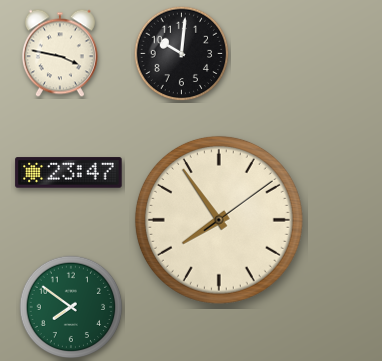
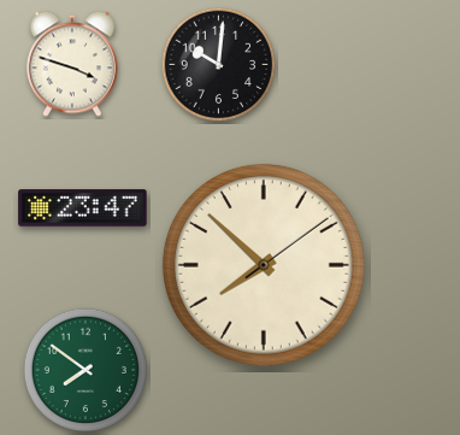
clock at (60, 53): 3:47 -> 3:48
clock at (219, 220): 7:54 -> 7:52
